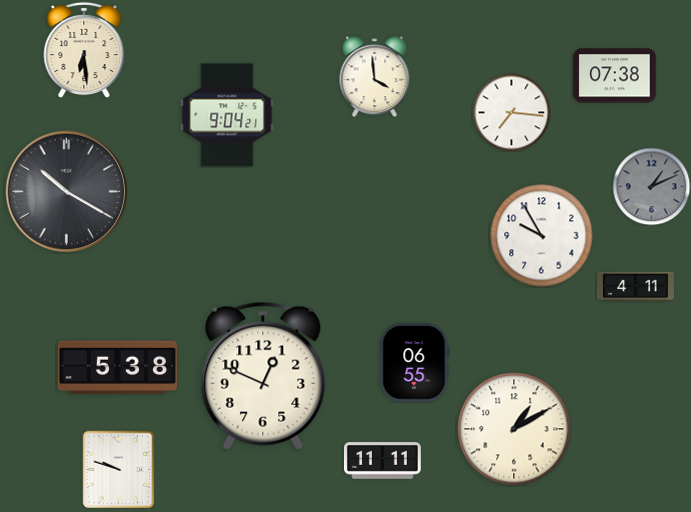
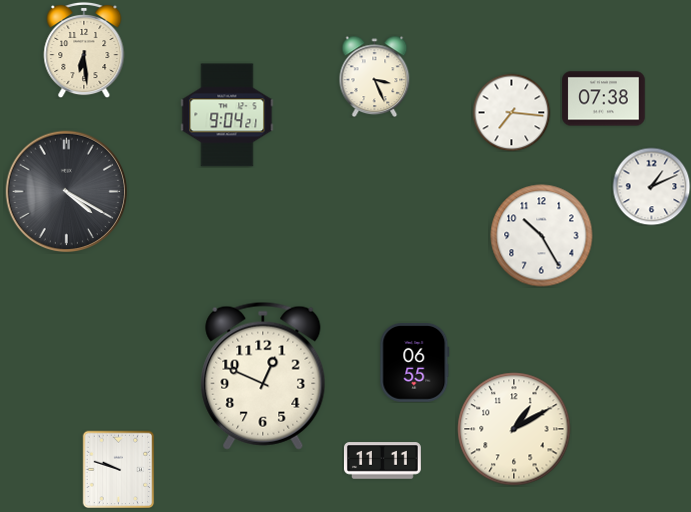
clock at (375, 76): 3:59 -> 3:26
clock at (615, 76) position: (615, 76) -> (604, 99)
clock at (651, 186) dial: grey -> white
clock at (67, 192): 10:20 -> 4:20
clock at (542, 236): 9:55 -> 10:25
clock at (635, 287): 4:11 -> none
clock at (117, 368): 5:38 -> none
